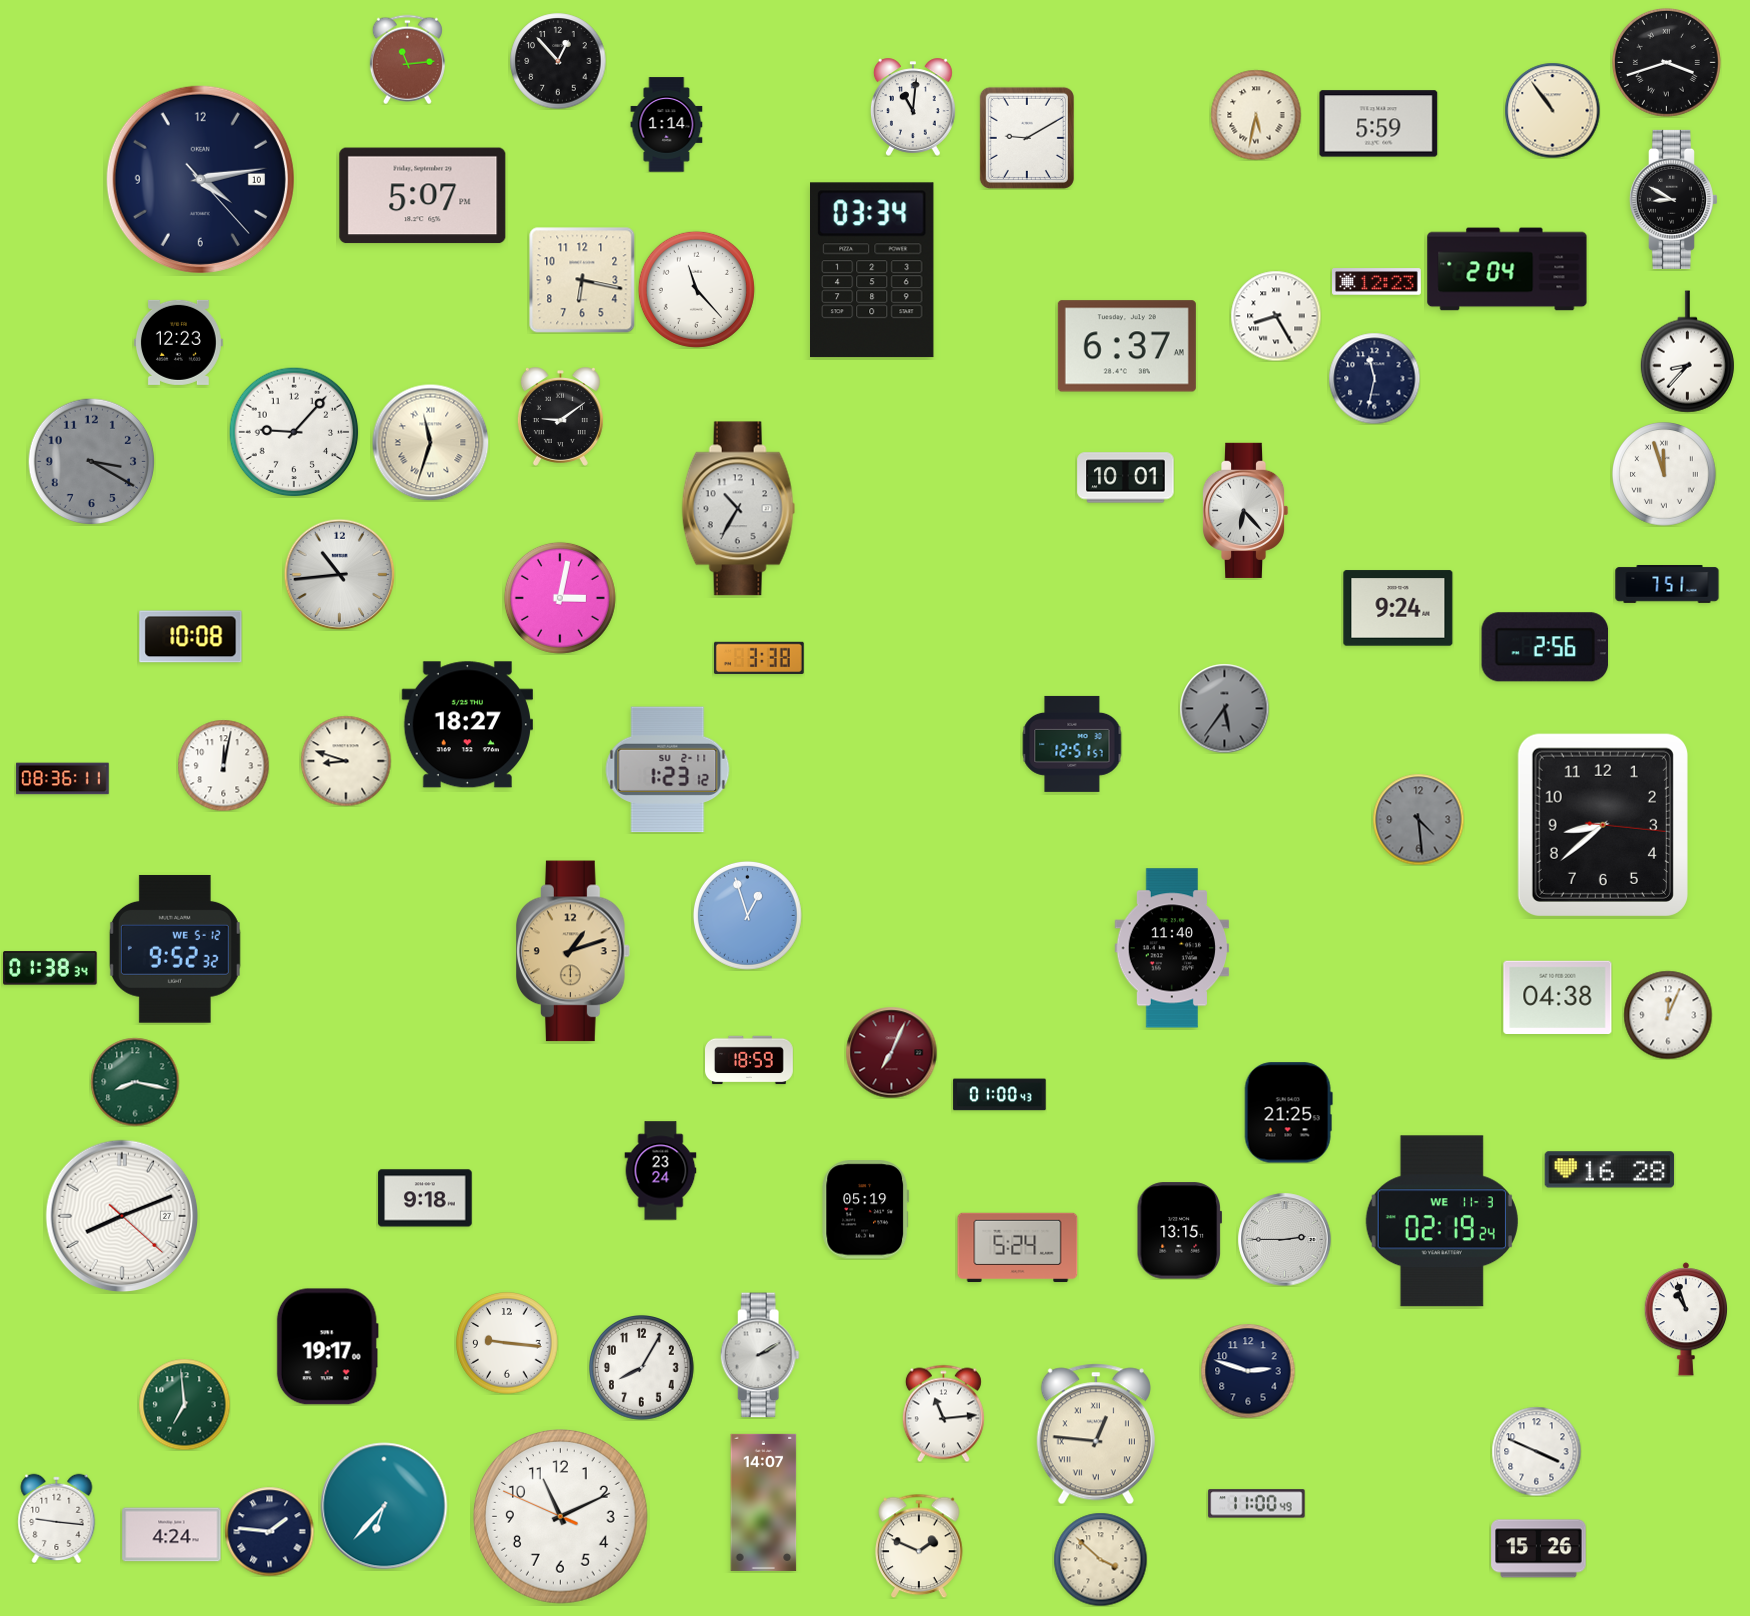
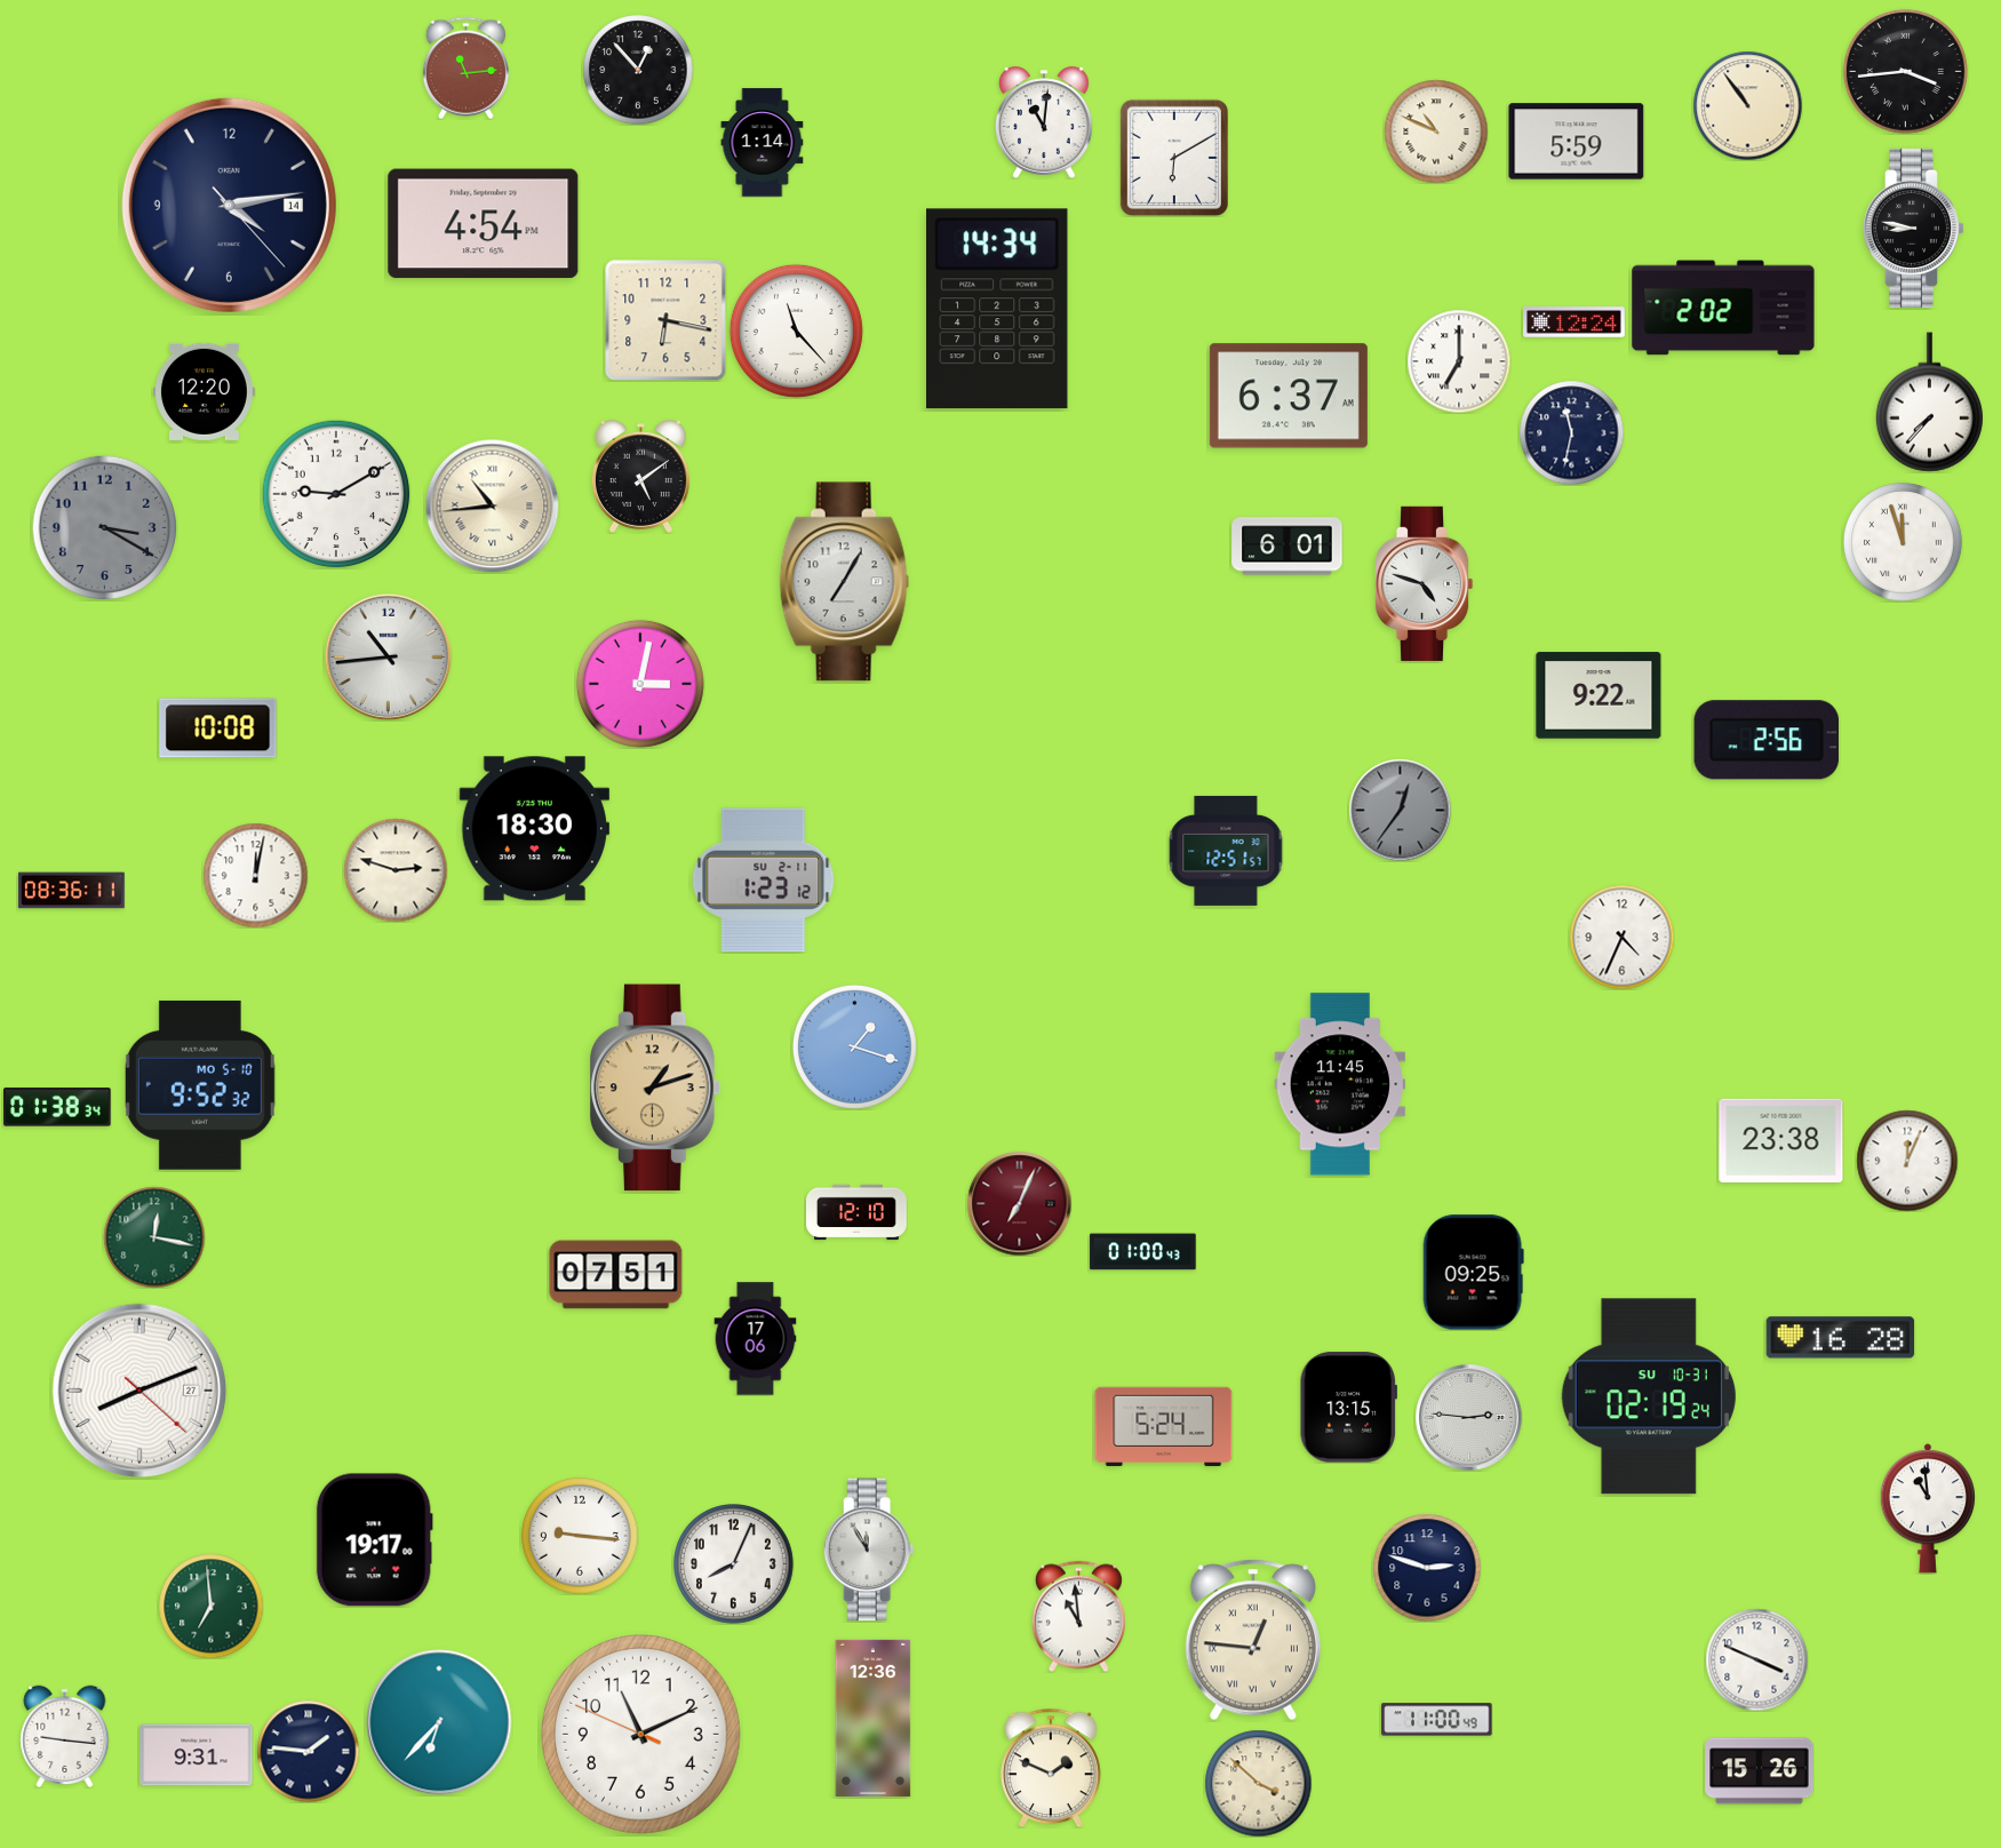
clock at (1666, 62): 3:42 -> 3:44
clock at (1552, 110) position: (1552, 110) -> (1747, 105)
clock at (1256, 115): 5:32 -> 10:49
clock at (1027, 138): 9:10 -> 6:10
clock at (200, 179) date: 10 -> 14
clock at (423, 196): 5:07 -> 4:54
clock at (1673, 199): 8:50 -> 8:47
clock at (1507, 269): 2:04 -> 2:02
clock at (873, 270): 03:34 -> 14:34
clock at (1377, 282): 12:23 -> 12:24
clock at (1276, 316): 8:25 -> 7:00
clock at (178, 342): 12:23 -> 12:20
clock at (1687, 352): 8:37 -> 7:37
clock at (560, 417): 9:09 -> 5:09
clock at (294, 432): 9:07 -> 9:10
clock at (430, 442): 11:33 -> 10:44
clock at (1126, 478): 10:01 -> 6:01
clock at (739, 509): 10:35 -> 7:05
clock at (1245, 510): 6:23 -> 4:48
clock at (1667, 585): 7:51 -> none
clock at (1398, 608): 9:24 -> 9:22
clock at (759, 658): 3:38 -> none
clock at (1224, 708): 5:36 -> 12:36
clock at (467, 725): 18:27 -> 18:30
clock at (346, 761): 8:48 -> 2:48
clock at (1418, 819): 4:29 -> 4:34
clock at (1418, 819) dial: grey -> white
clock at (1603, 825): 8:38 -> none
clock at (747, 915): 12:57 -> 1:18
clock at (1171, 948): 11:40 -> 11:45
clock at (175, 949) date: WE 5-12 -> MO 5-10
clock at (1558, 997): 04:38 -> 23:38
clock at (750, 1060): 18:59 -> 12:10
clock at (135, 1082): 8:17 -> 12:17
clock at (1288, 1113): 21:25 -> 09:25
clock at (616, 1275): none -> 07:51
clock at (661, 1171): 23:24 -> 17:06
clock at (425, 1198): 9:18 -> none
clock at (866, 1210): 05:19 -> none
clock at (1442, 1221) date: WE 11-3 -> SU 10-31
clock at (1284, 1239): 2:45 -> 2:46
clock at (1685, 1319): 10:57 -> 10:59
clock at (760, 1355): 2:10 -> 11:55
clock at (642, 1368): 8:05 -> 8:04
clock at (943, 1413): 11:14 -> 10:59
clock at (764, 1502): 14:07 -> 12:36
clock at (172, 1535): 4:24 -> 9:31
